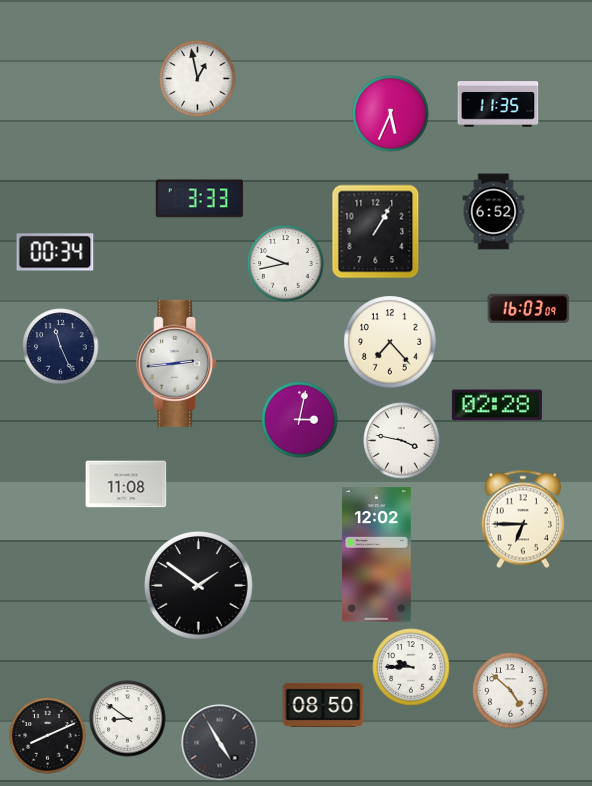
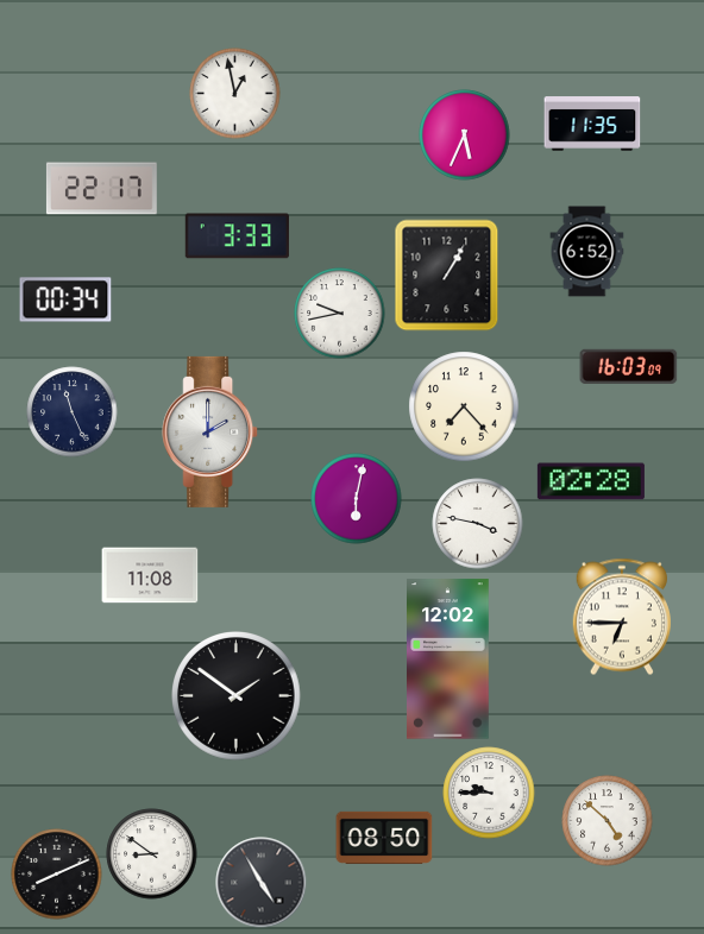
clock at (101, 189): none -> 22:17
clock at (177, 363): 2:44 -> 2:00
clock at (300, 420): 3:02 -> 6:02
